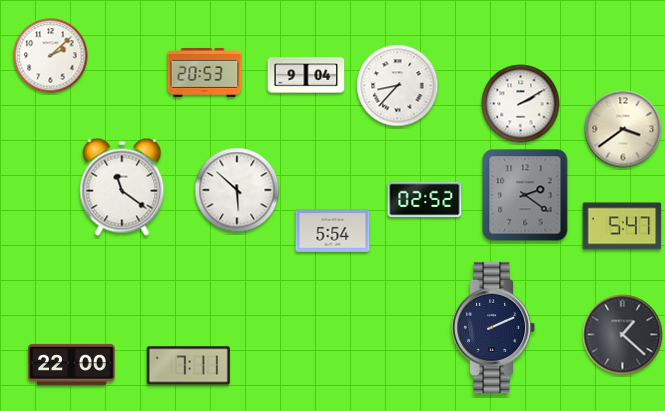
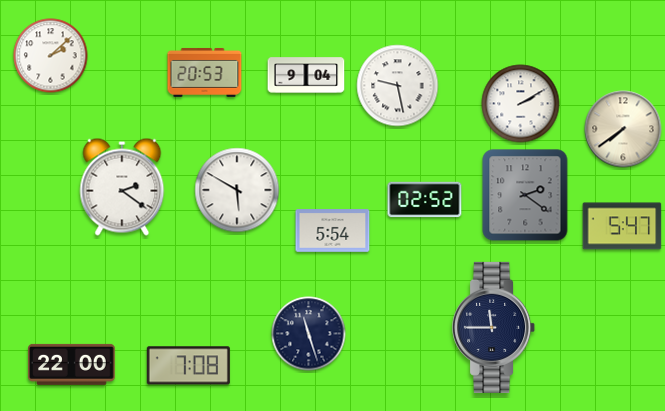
clock at (398, 86): 8:37 -> 9:28
clock at (623, 129): 3:39 -> 7:39
clock at (122, 187): 11:21 -> 2:21
clock at (237, 190): 5:52 -> 5:50
clock at (494, 327): 2:11 -> 11:45
clock at (309, 334): none -> 11:27
clock at (623, 335): 1:22 -> none
clock at (188, 366): 7:11 -> 7:08
